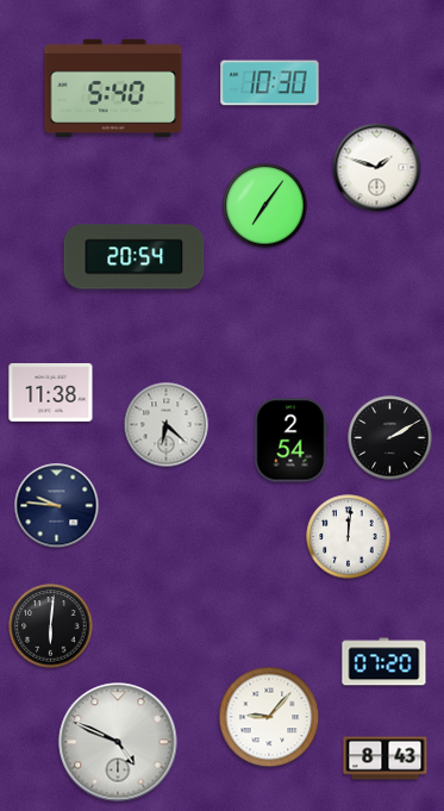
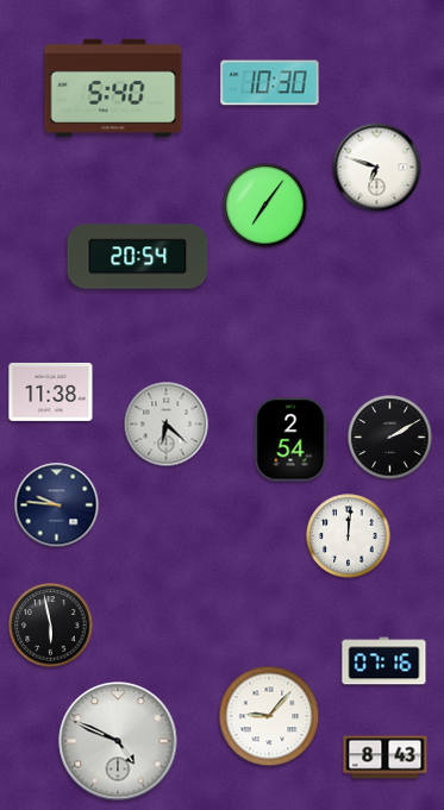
clock at (377, 168): 1:48 -> 6:48
clock at (135, 257) position: (135, 257) -> (138, 257)
clock at (51, 626): 6:01 -> 5:58
clock at (384, 662): 07:20 -> 07:16
